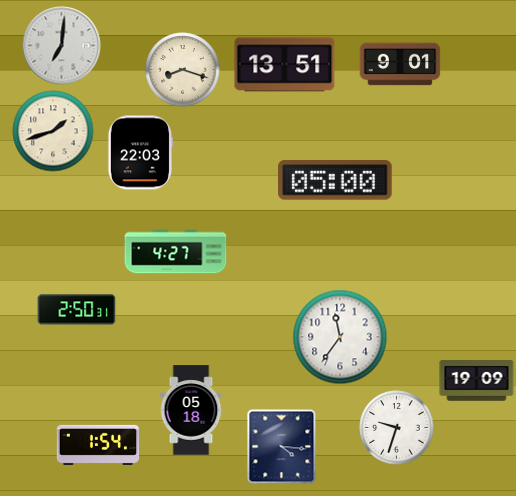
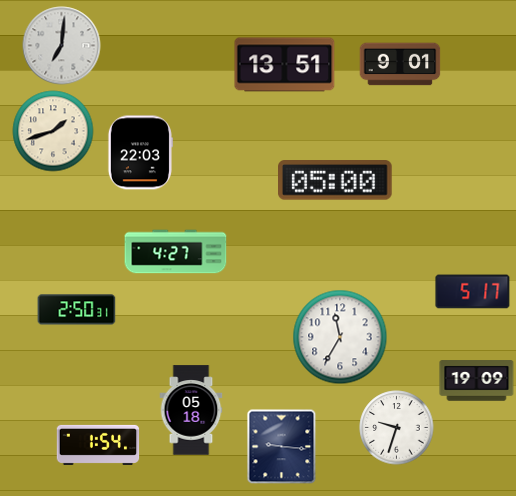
clock at (183, 70): 8:18 -> none
clock at (473, 292): none -> 5:17
clock at (340, 337): 11:36 -> 11:35
clock at (282, 447): 4:16 -> 9:16
